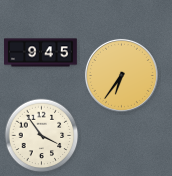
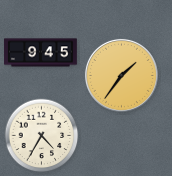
clock at (121, 75): 6:36 -> 1:36
clock at (42, 136): 3:54 -> 4:35
